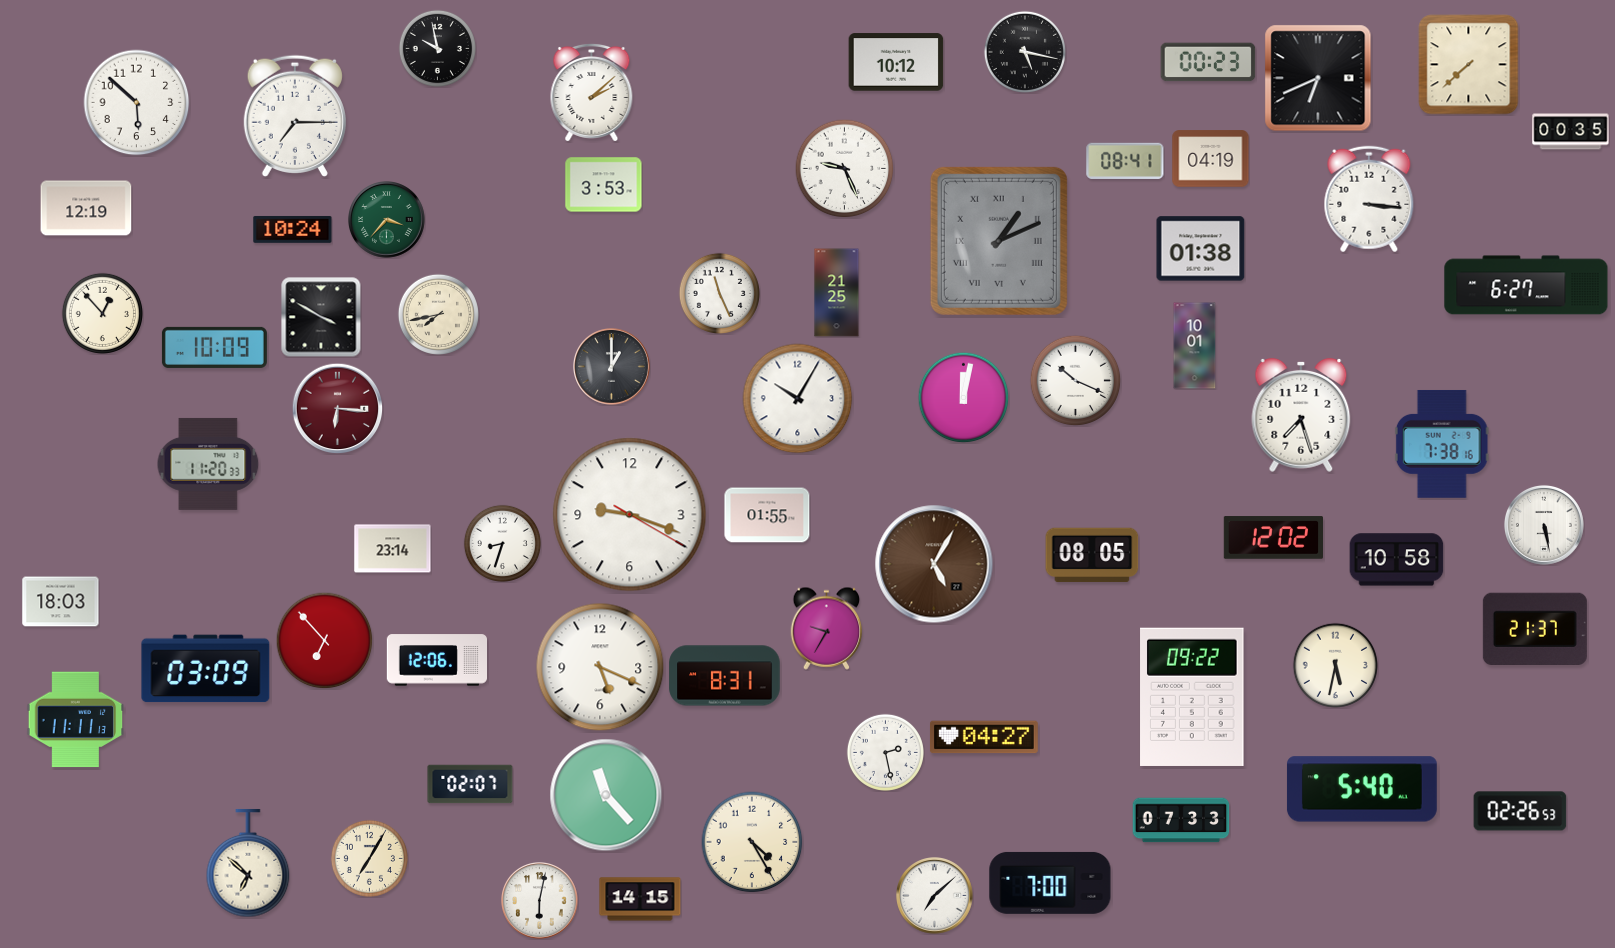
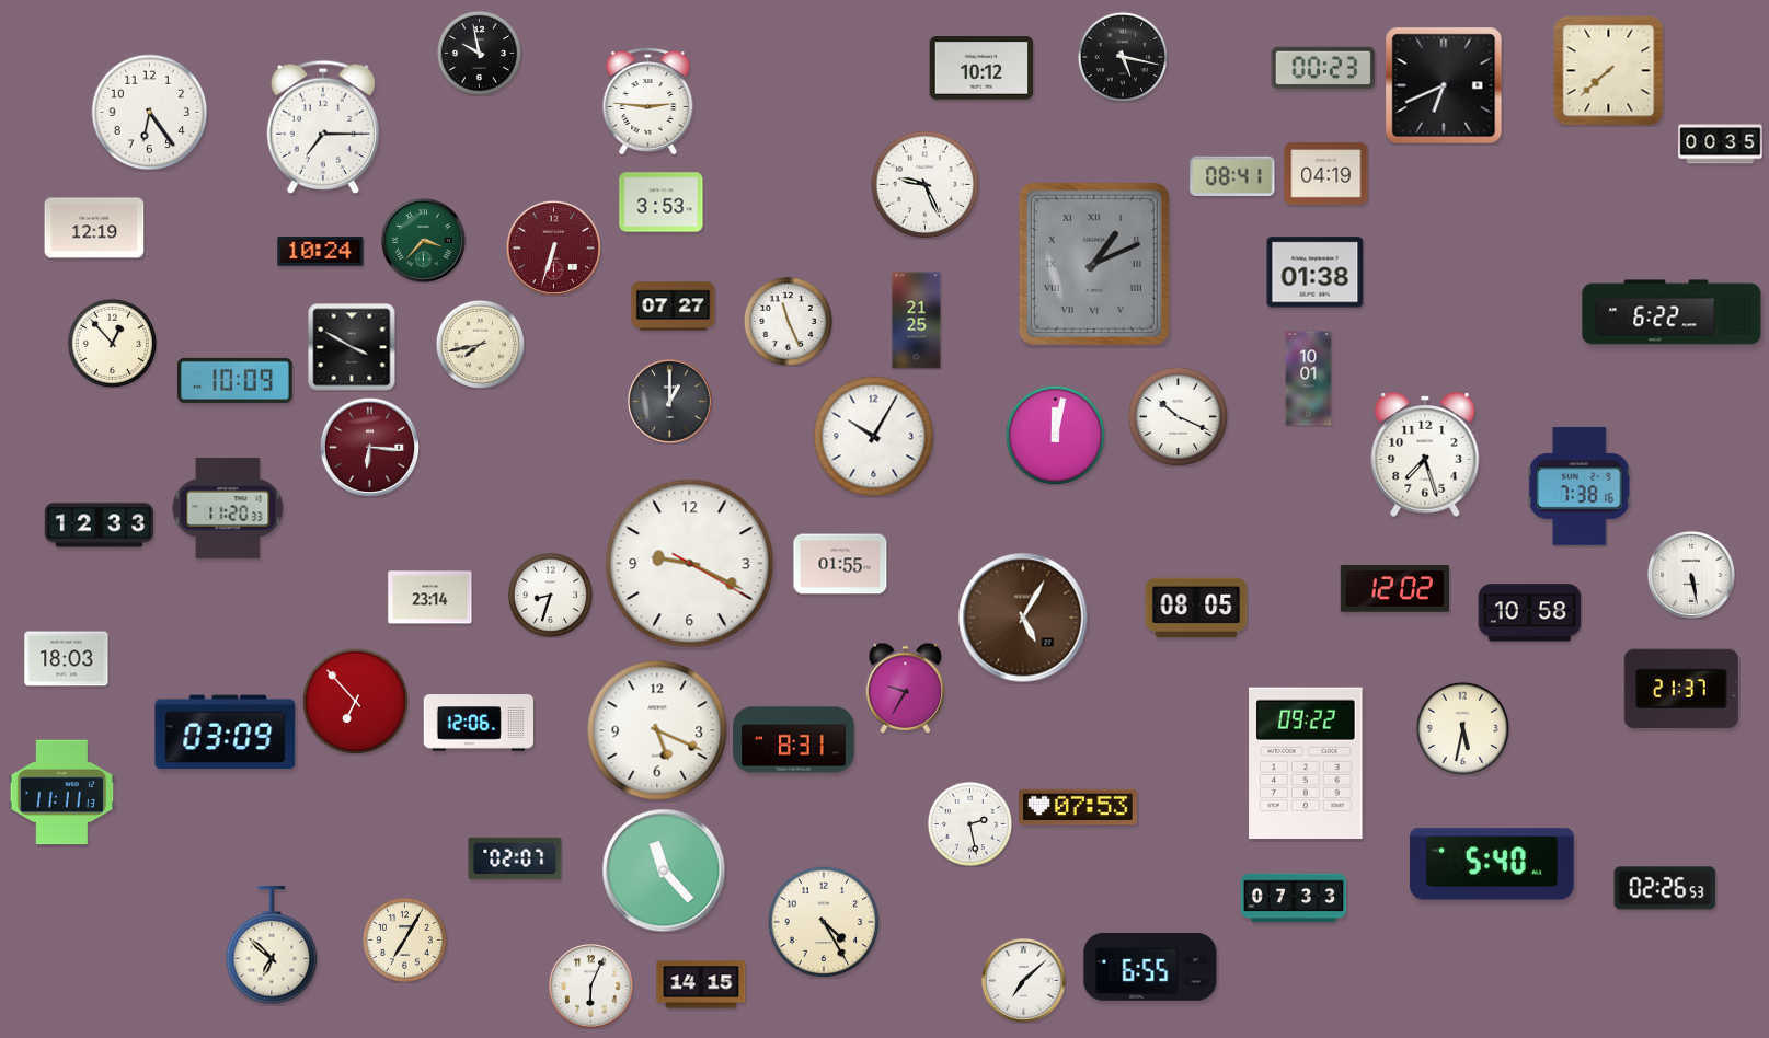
clock at (592, 92): 2:08 -> 2:46
clock at (137, 103): 5:52 -> 6:24
clock at (1369, 199): 3:16 -> none
clock at (553, 247): none -> 6:33
clock at (674, 307): none -> 07:27
clock at (1526, 285): 6:27 -> 6:22
clock at (100, 526): none -> 12:33
clock at (630, 515): 9:18 -> 9:19
clock at (393, 549) position: (393, 549) -> (430, 598)
clock at (76, 720) position: (76, 720) -> (62, 793)
clock at (984, 737): 04:27 -> 07:53
clock at (1050, 883): 7:00 -> 6:55
clock at (540, 901): 6:02 -> 6:04
